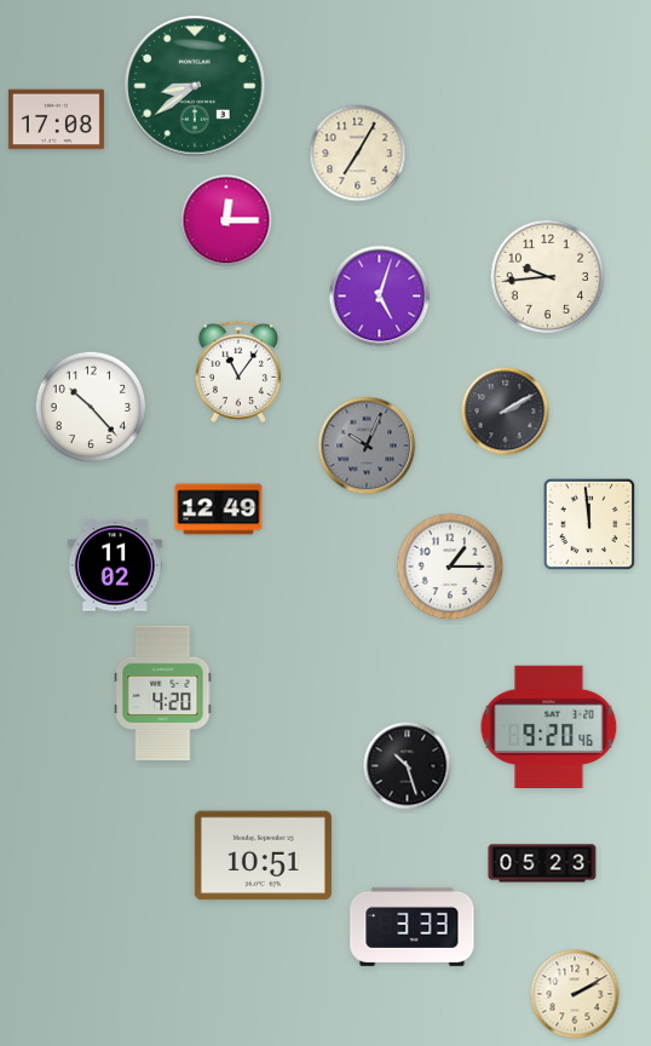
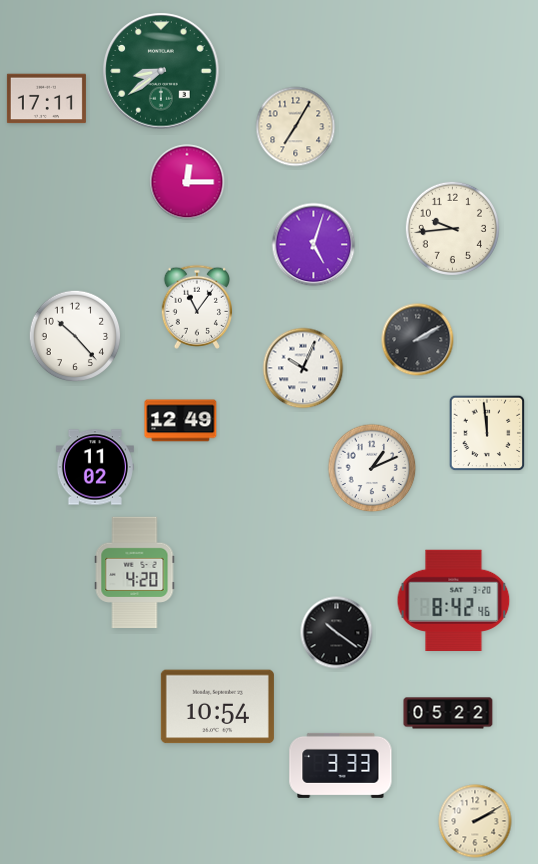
clock at (56, 120): 17:08 -> 17:11
clock at (367, 446) dial: grey -> white
clock at (450, 567): 1:15 -> 1:11
clock at (549, 726): 9:20 -> 8:42
clock at (408, 766): 10:27 -> 10:21
clock at (263, 856): 10:51 -> 10:54
clock at (542, 863): 05:23 -> 05:22
